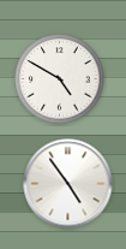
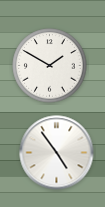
clock at (60, 79): 4:50 -> 1:50
